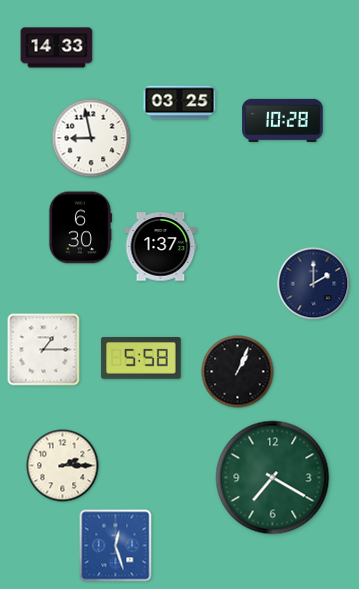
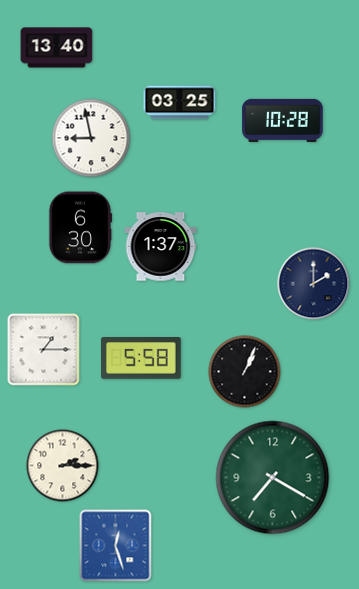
clock at (57, 48): 14:33 -> 13:40
clock at (238, 372) position: (238, 372) -> (245, 372)
